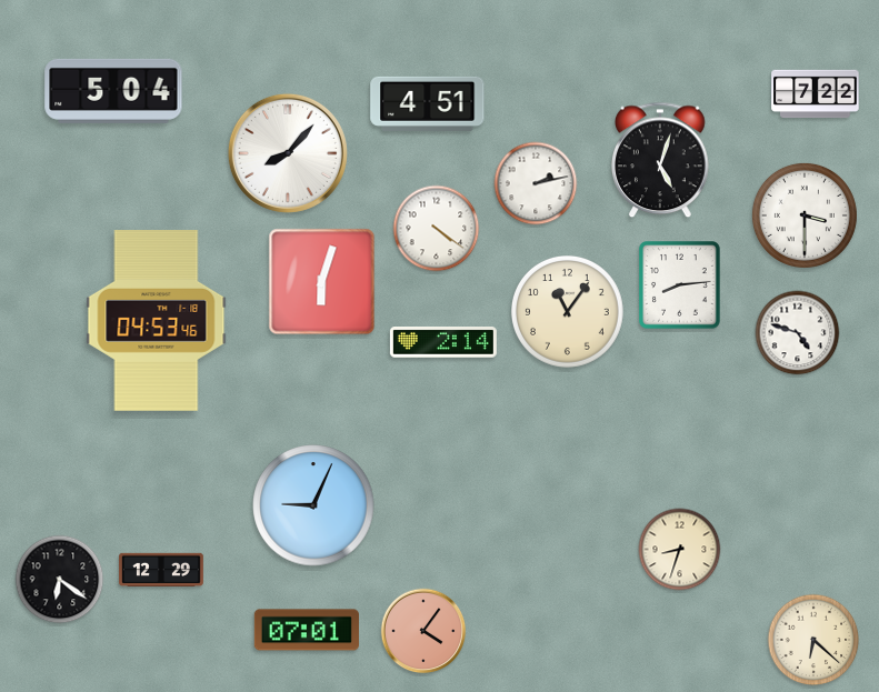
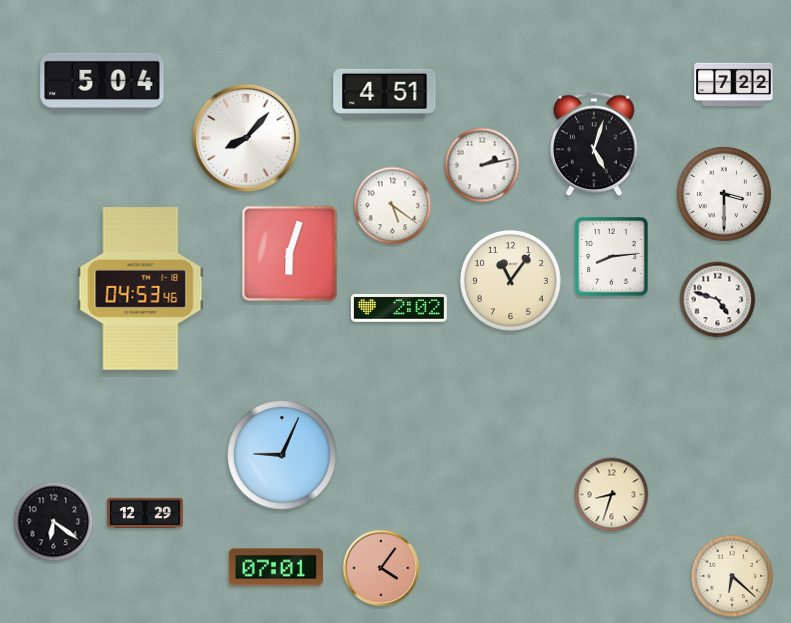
clock at (288, 153) position: (288, 153) -> (246, 138)
clock at (437, 229): 4:21 -> 5:21
clock at (443, 343): 2:14 -> 2:02
